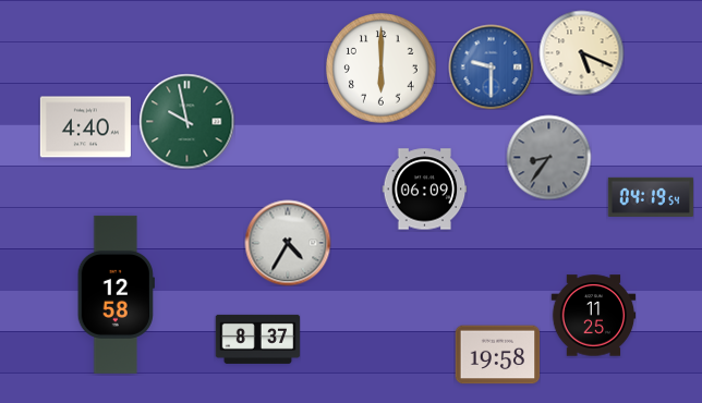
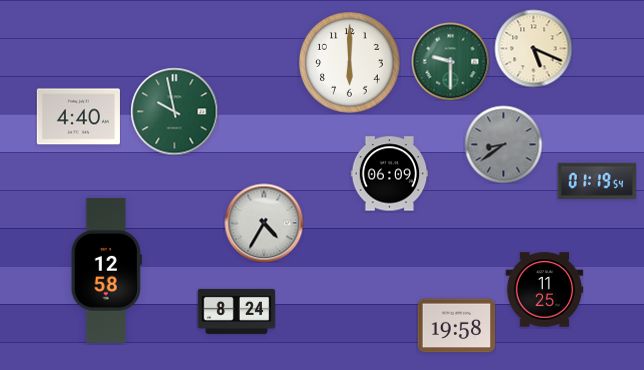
clock at (491, 66) dial: blue -> green
clock at (186, 121) position: (186, 121) -> (174, 111)
clock at (548, 157): 8:36 -> 8:39
clock at (651, 197): 04:19 -> 01:19
clock at (257, 339): 8:37 -> 8:24
